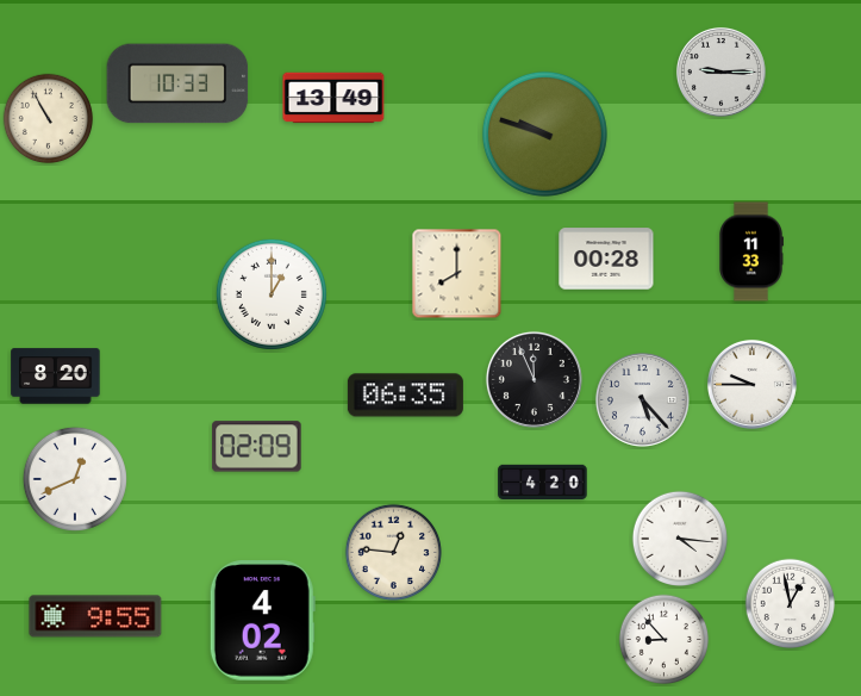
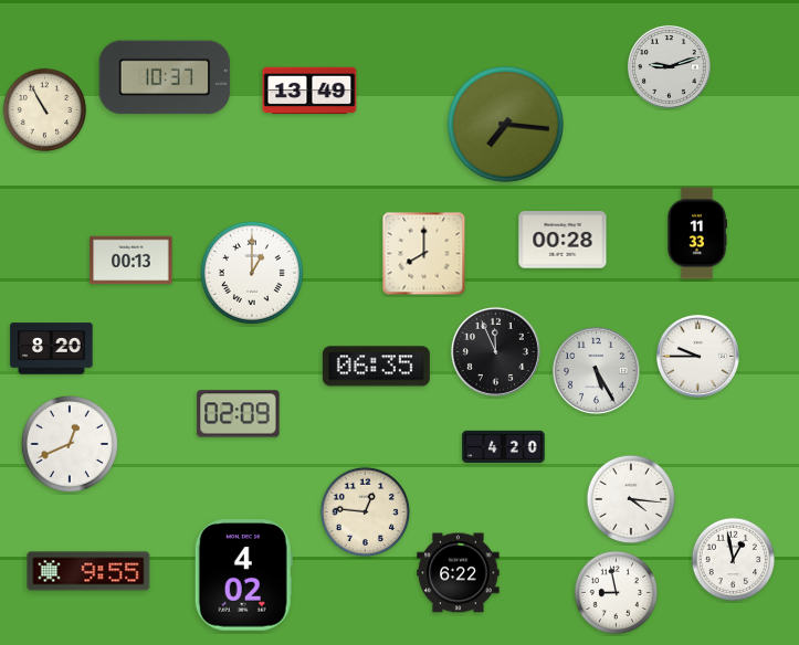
clock at (720, 72): 9:15 -> 9:12
clock at (177, 83): 10:33 -> 10:37
clock at (544, 133): 9:48 -> 7:16
clock at (132, 261): none -> 00:13
clock at (642, 399): 5:23 -> 5:25
clock at (459, 573): none -> 6:22
clock at (665, 640): 8:53 -> 8:58
